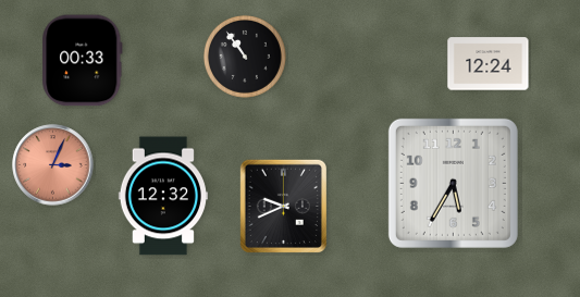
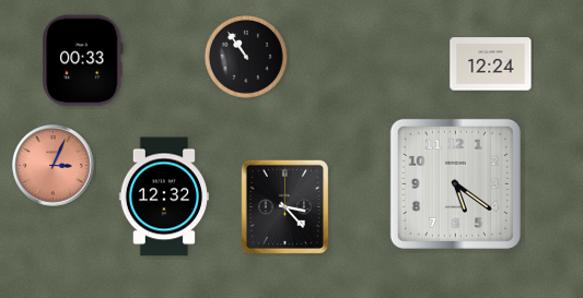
clock at (453, 183): 5:35 -> 5:21
clock at (283, 206): 9:41 -> 3:23
